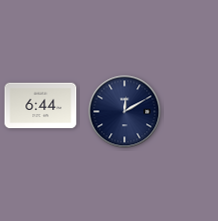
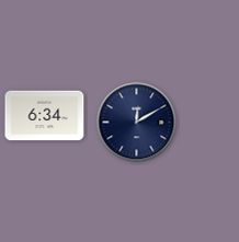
clock at (41, 106): 6:44 -> 6:34
